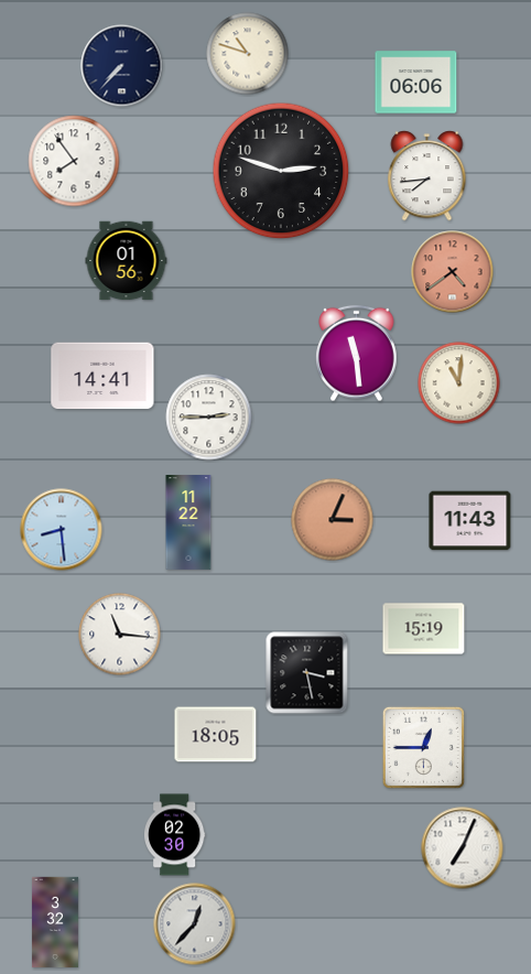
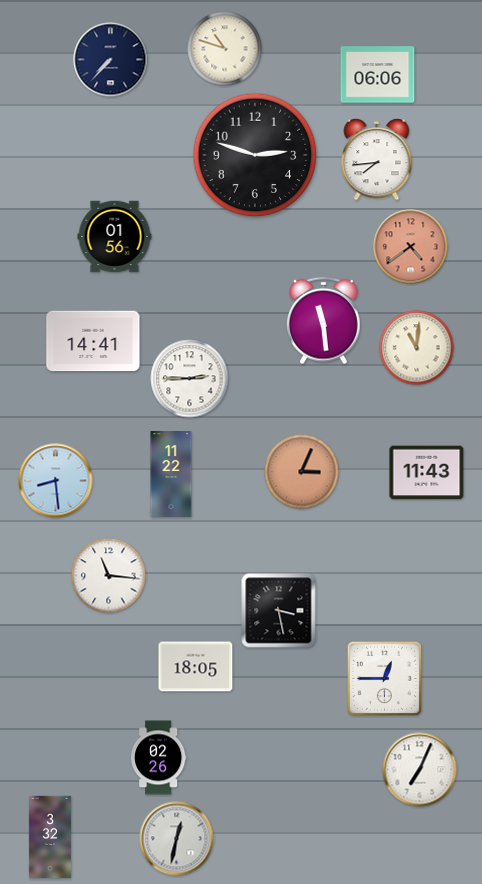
clock at (74, 161): 7:54 -> none
clock at (427, 176) position: (427, 176) -> (377, 160)
clock at (424, 629): 15:19 -> none
clock at (174, 835): 02:30 -> 02:26
clock at (195, 924): 12:37 -> 12:32
